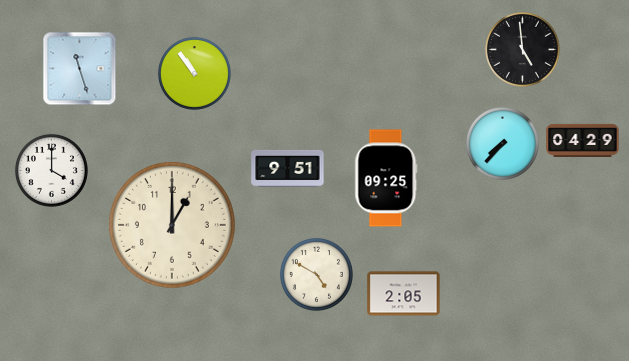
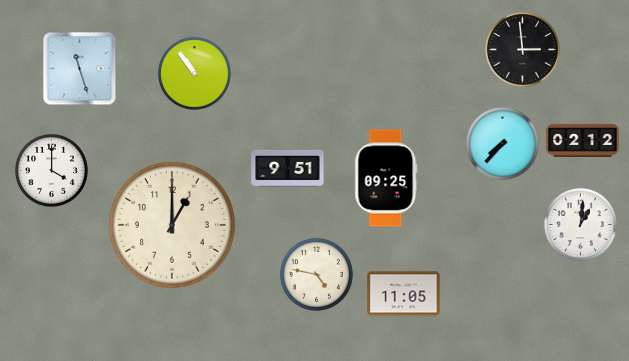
clock at (522, 49): 4:59 -> 2:59
clock at (583, 140): 04:29 -> 02:12
clock at (580, 224): none -> 1:01
clock at (316, 274): 4:50 -> 4:47
clock at (404, 294): 2:05 -> 11:05
